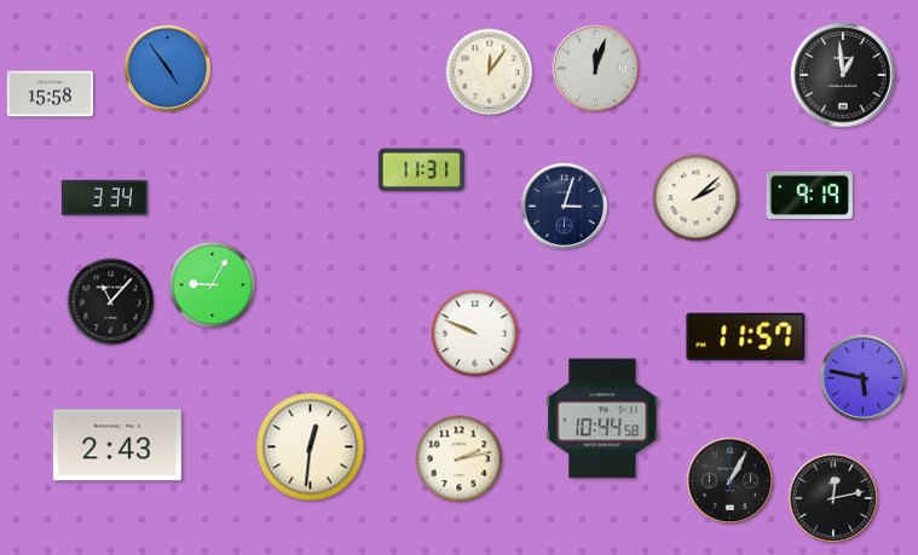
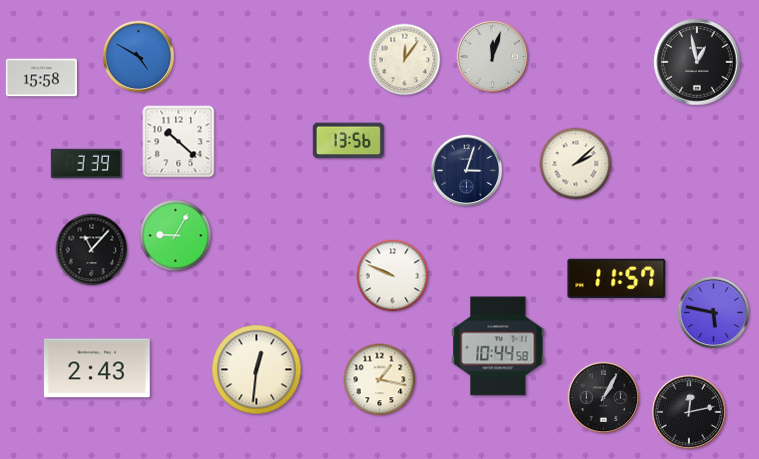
clock at (167, 68): 4:54 -> 4:50
clock at (843, 75): 12:59 -> 12:58
clock at (421, 170): 11:31 -> 13:56
clock at (179, 142): none -> 10:22
clock at (809, 196): 9:19 -> none
clock at (104, 198): 3:34 -> 3:39
clock at (460, 459): 2:13 -> 1:17
